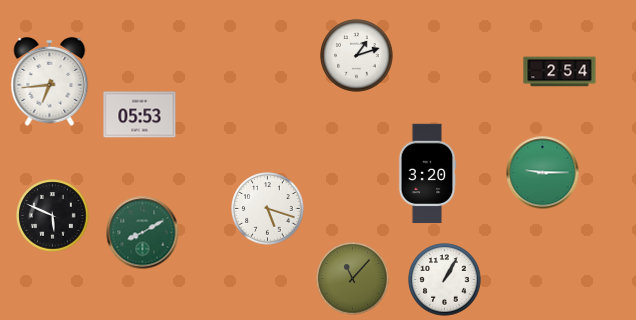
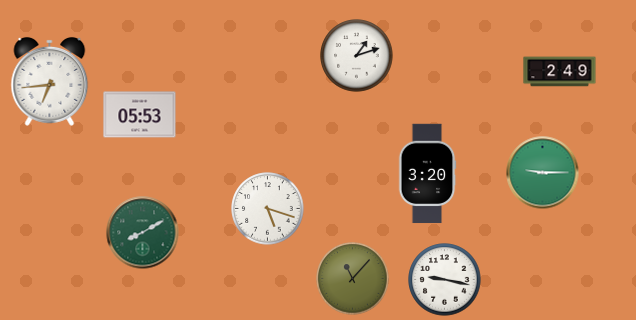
clock at (560, 72): 2:54 -> 2:49
clock at (53, 216): 5:49 -> none
clock at (445, 280): 1:05 -> 9:17
